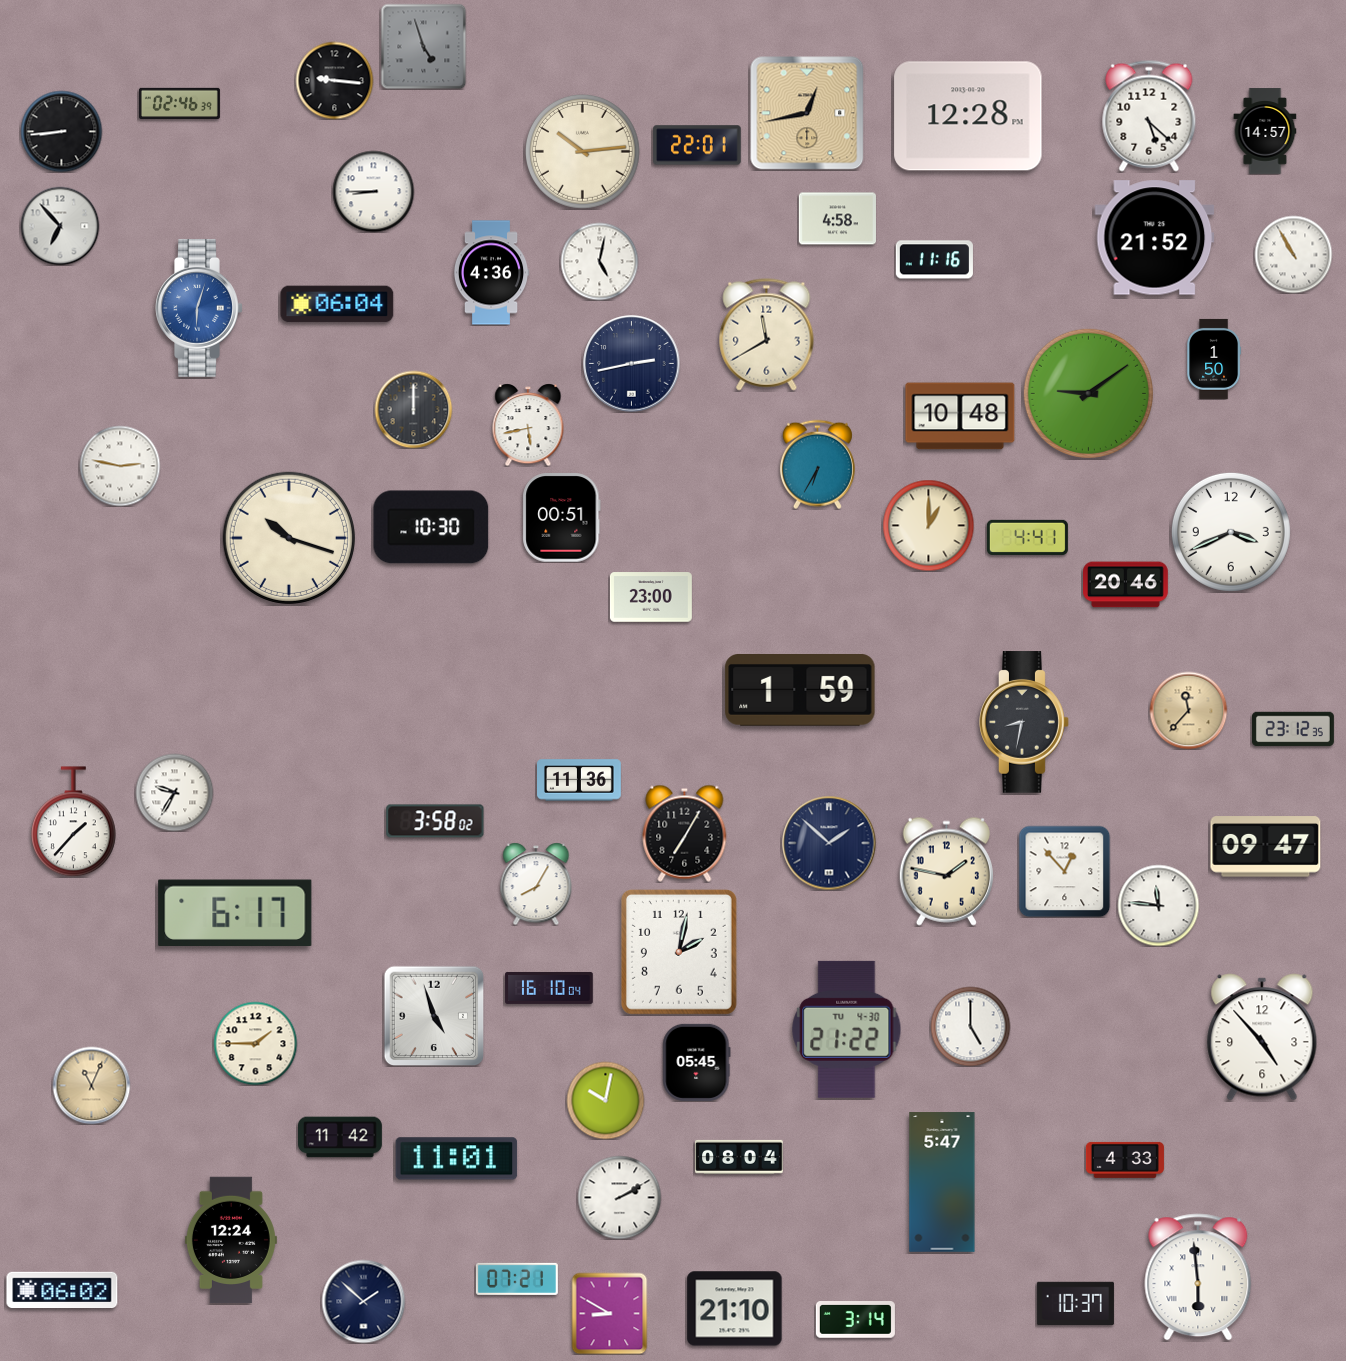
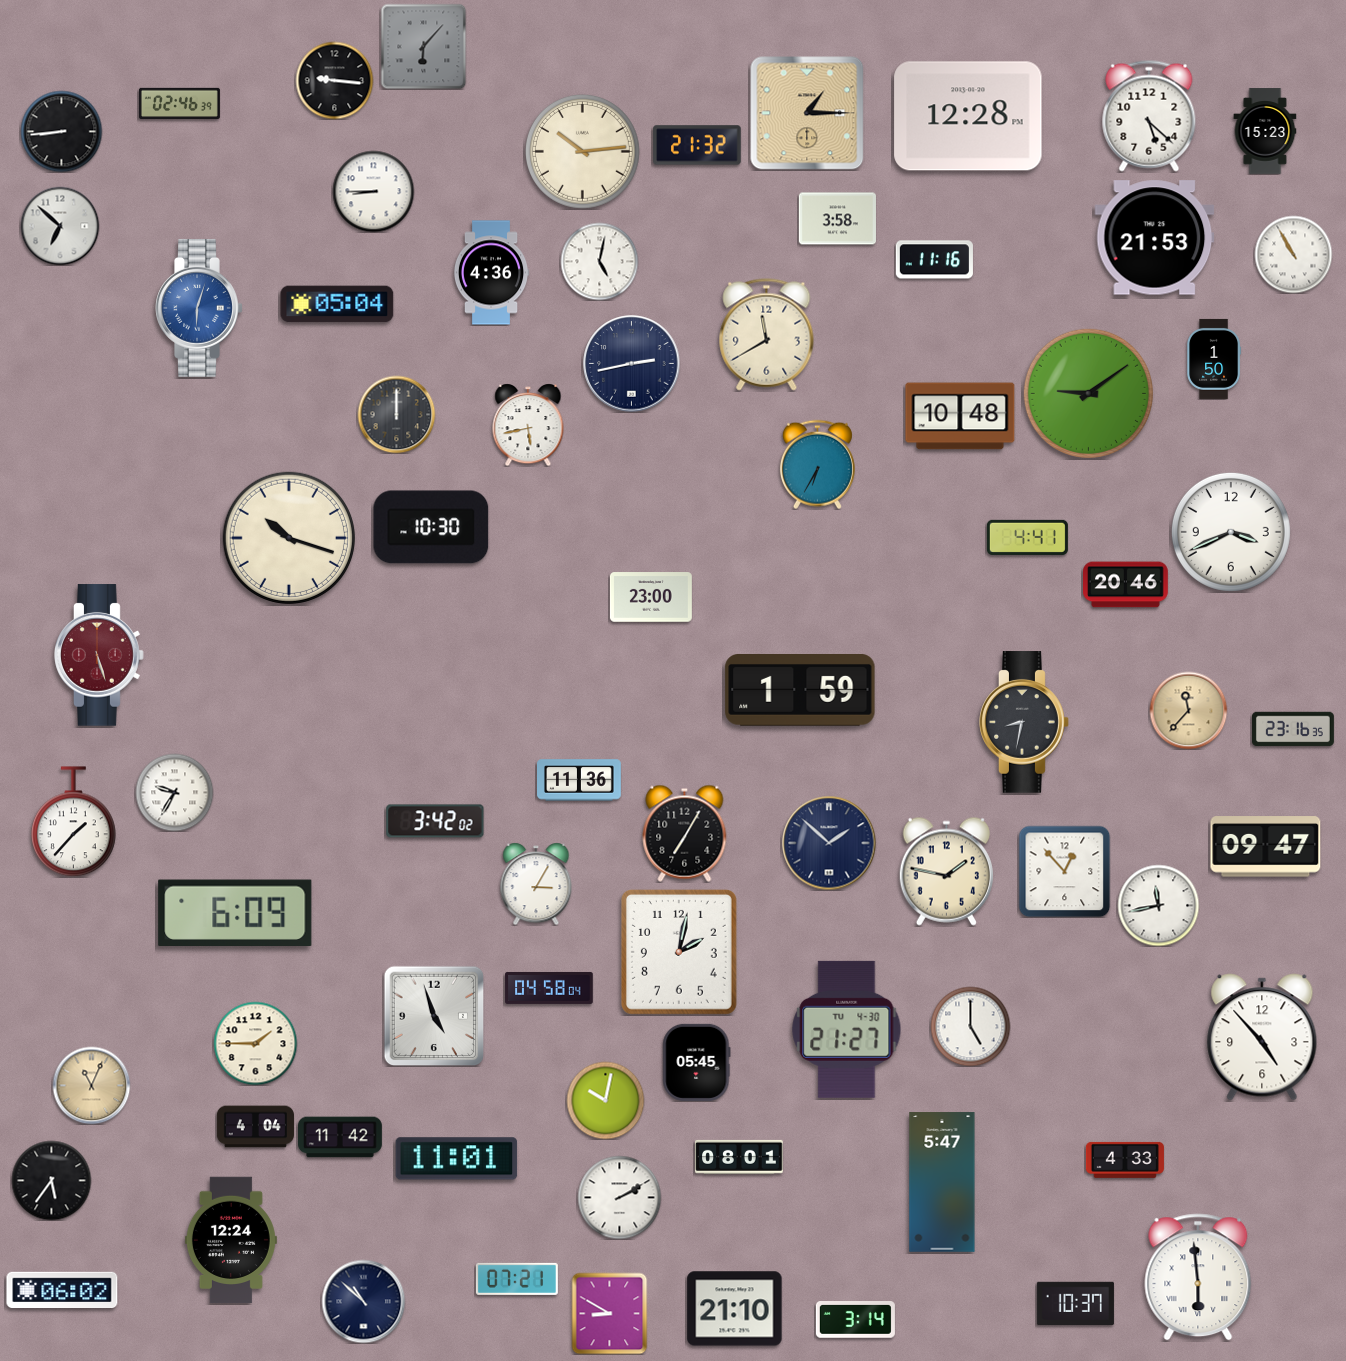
clock at (423, 46): 4:57 -> 6:07
clock at (807, 113): 12:43 -> 1:15
clock at (1265, 131): 14:57 -> 15:23
clock at (697, 145): 22:01 -> 21:32
clock at (837, 219): 4:58 -> 3:58
clock at (60, 226): 6:53 -> 6:52
clock at (1155, 238): 21:52 -> 21:53
clock at (337, 304): 06:04 -> 05:04
clock at (413, 409) position: (413, 409) -> (396, 414)
clock at (120, 466): 2:47 -> none
clock at (562, 518): 00:51 -> none
clock at (928, 525): 1:00 -> none
clock at (99, 655): none -> 5:27
clock at (1293, 729): 23:12 -> 23:16
clock at (435, 821): 3:58 -> 3:42
clock at (536, 884): 8:05 -> 3:05
clock at (1158, 905): 11:46 -> 11:43
clock at (235, 912): 6:17 -> 6:09
clock at (549, 988): 16:10 -> 04:58
clock at (847, 1029): 21:22 -> 21:27
clock at (255, 1127): none -> 4:04
clock at (739, 1157): 08:04 -> 08:01
clock at (51, 1180): none -> 5:36
clock at (363, 1301): 1:52 -> 10:52
